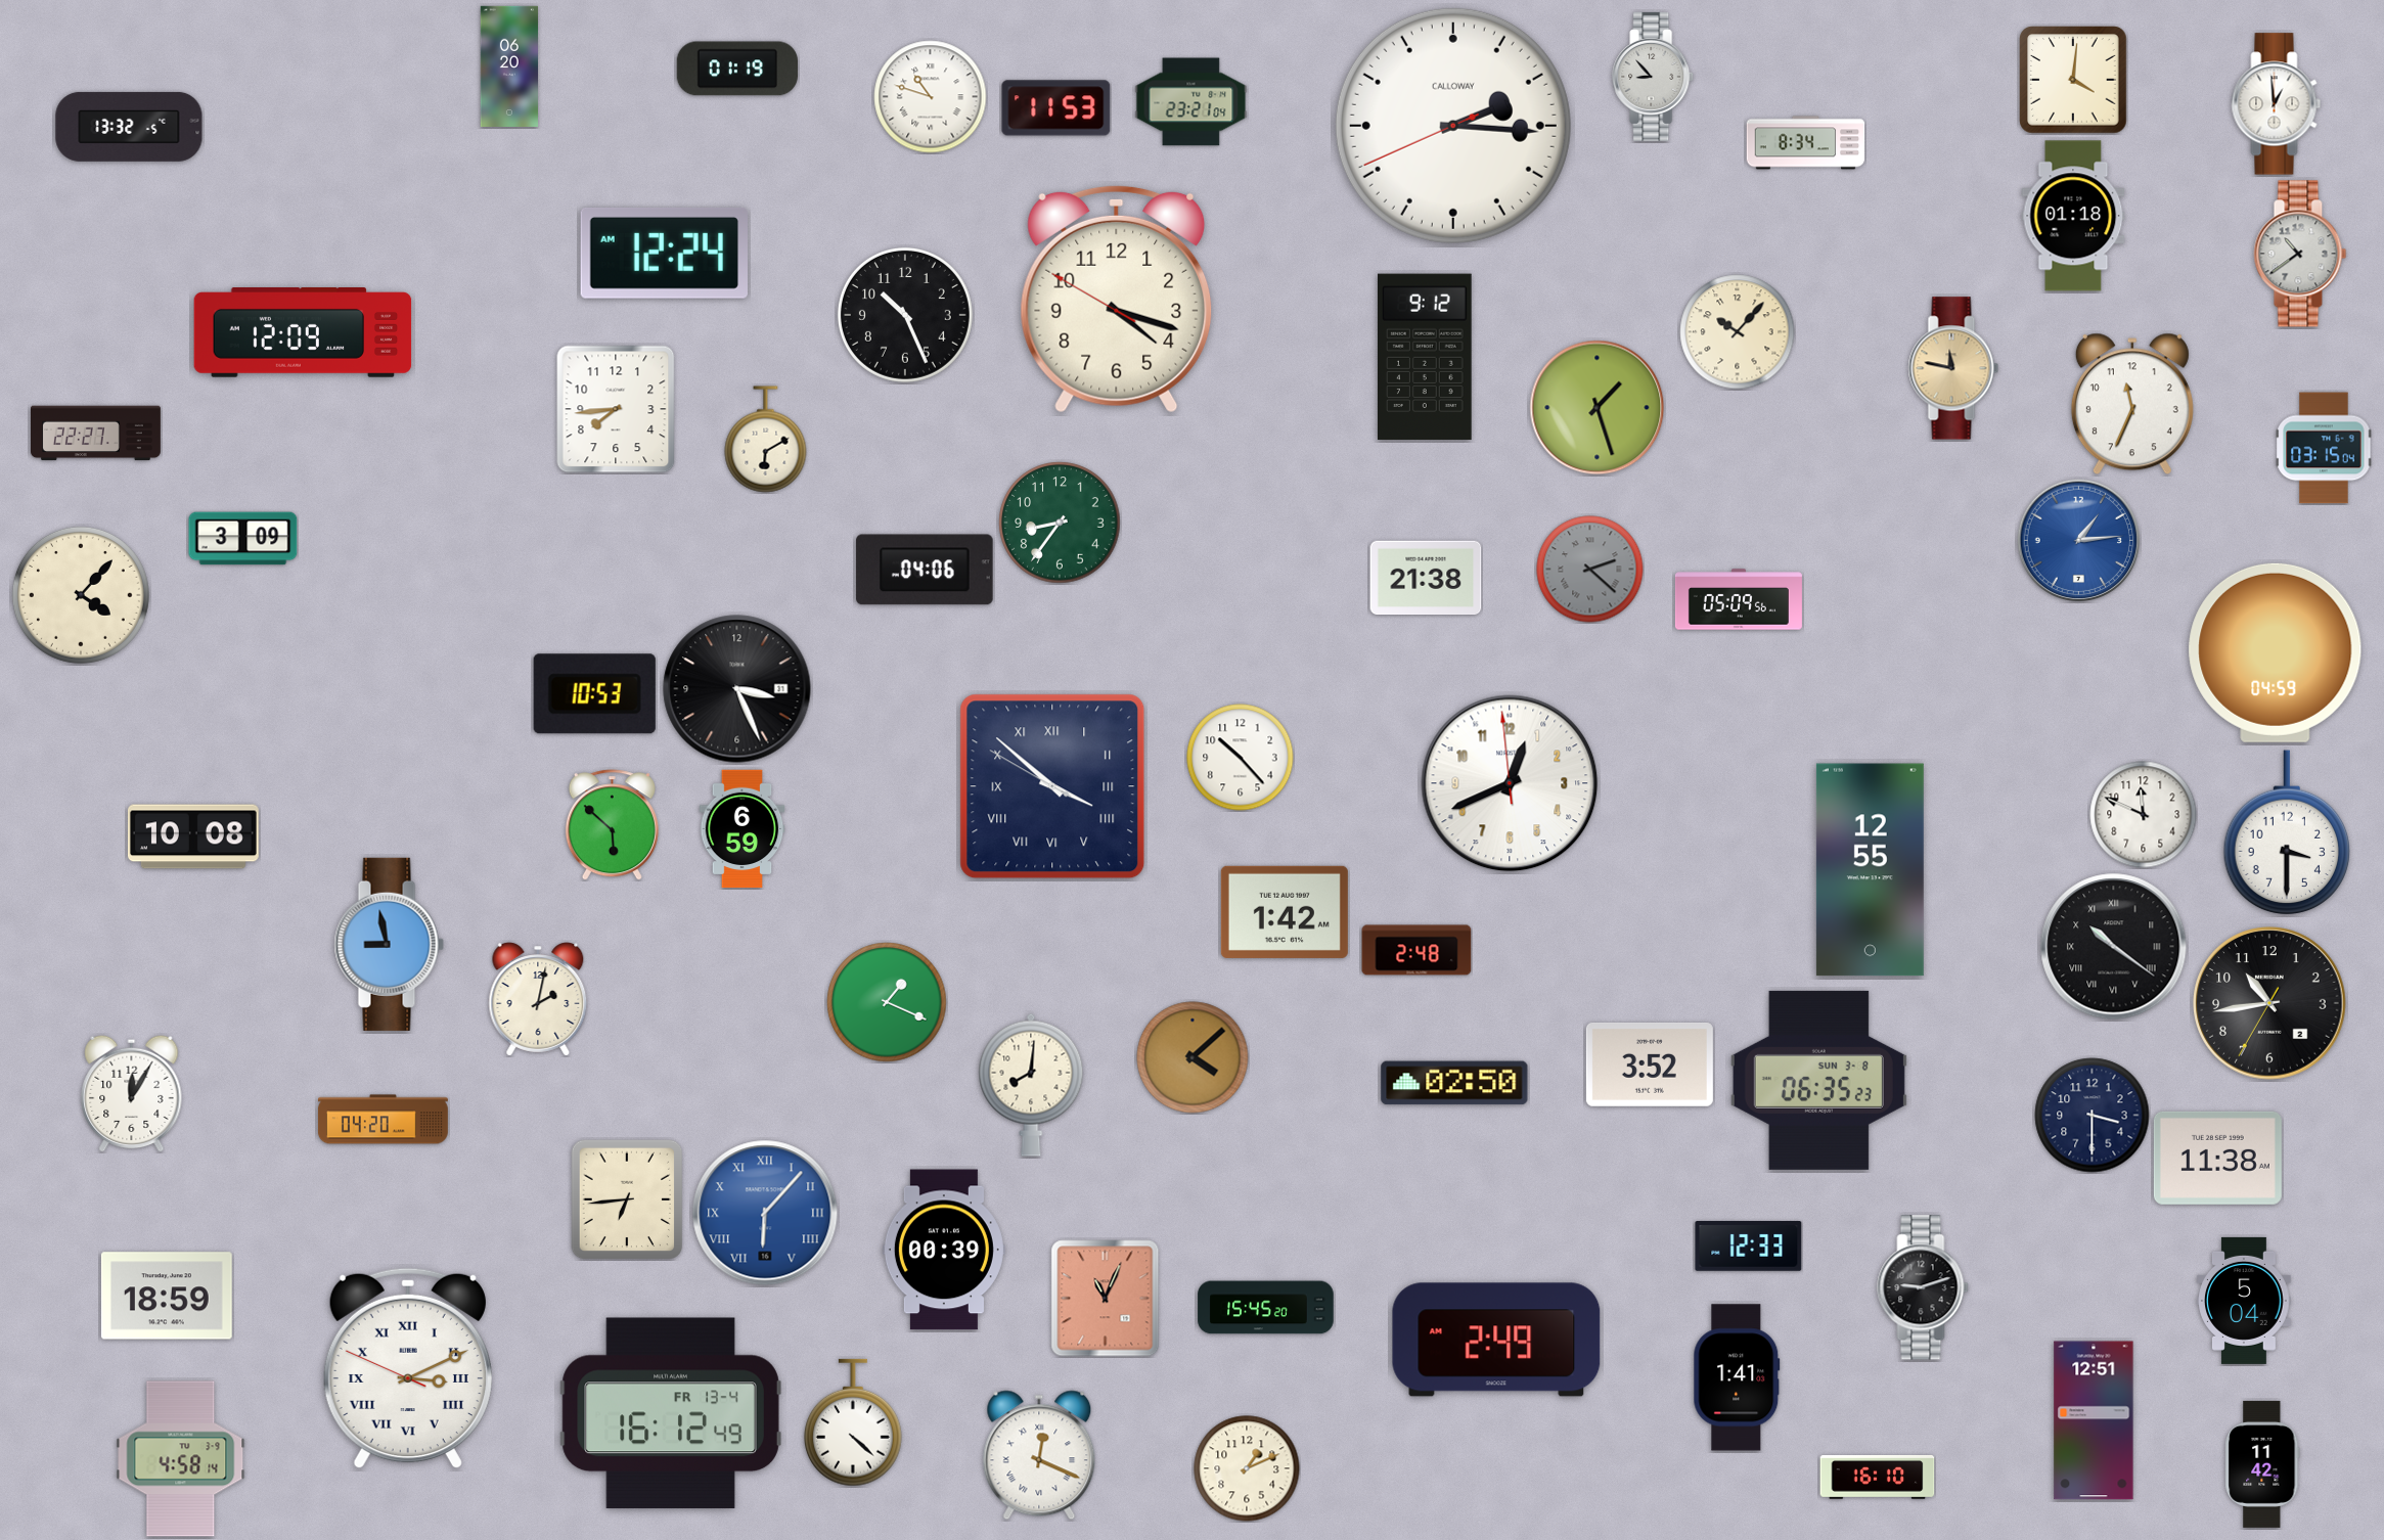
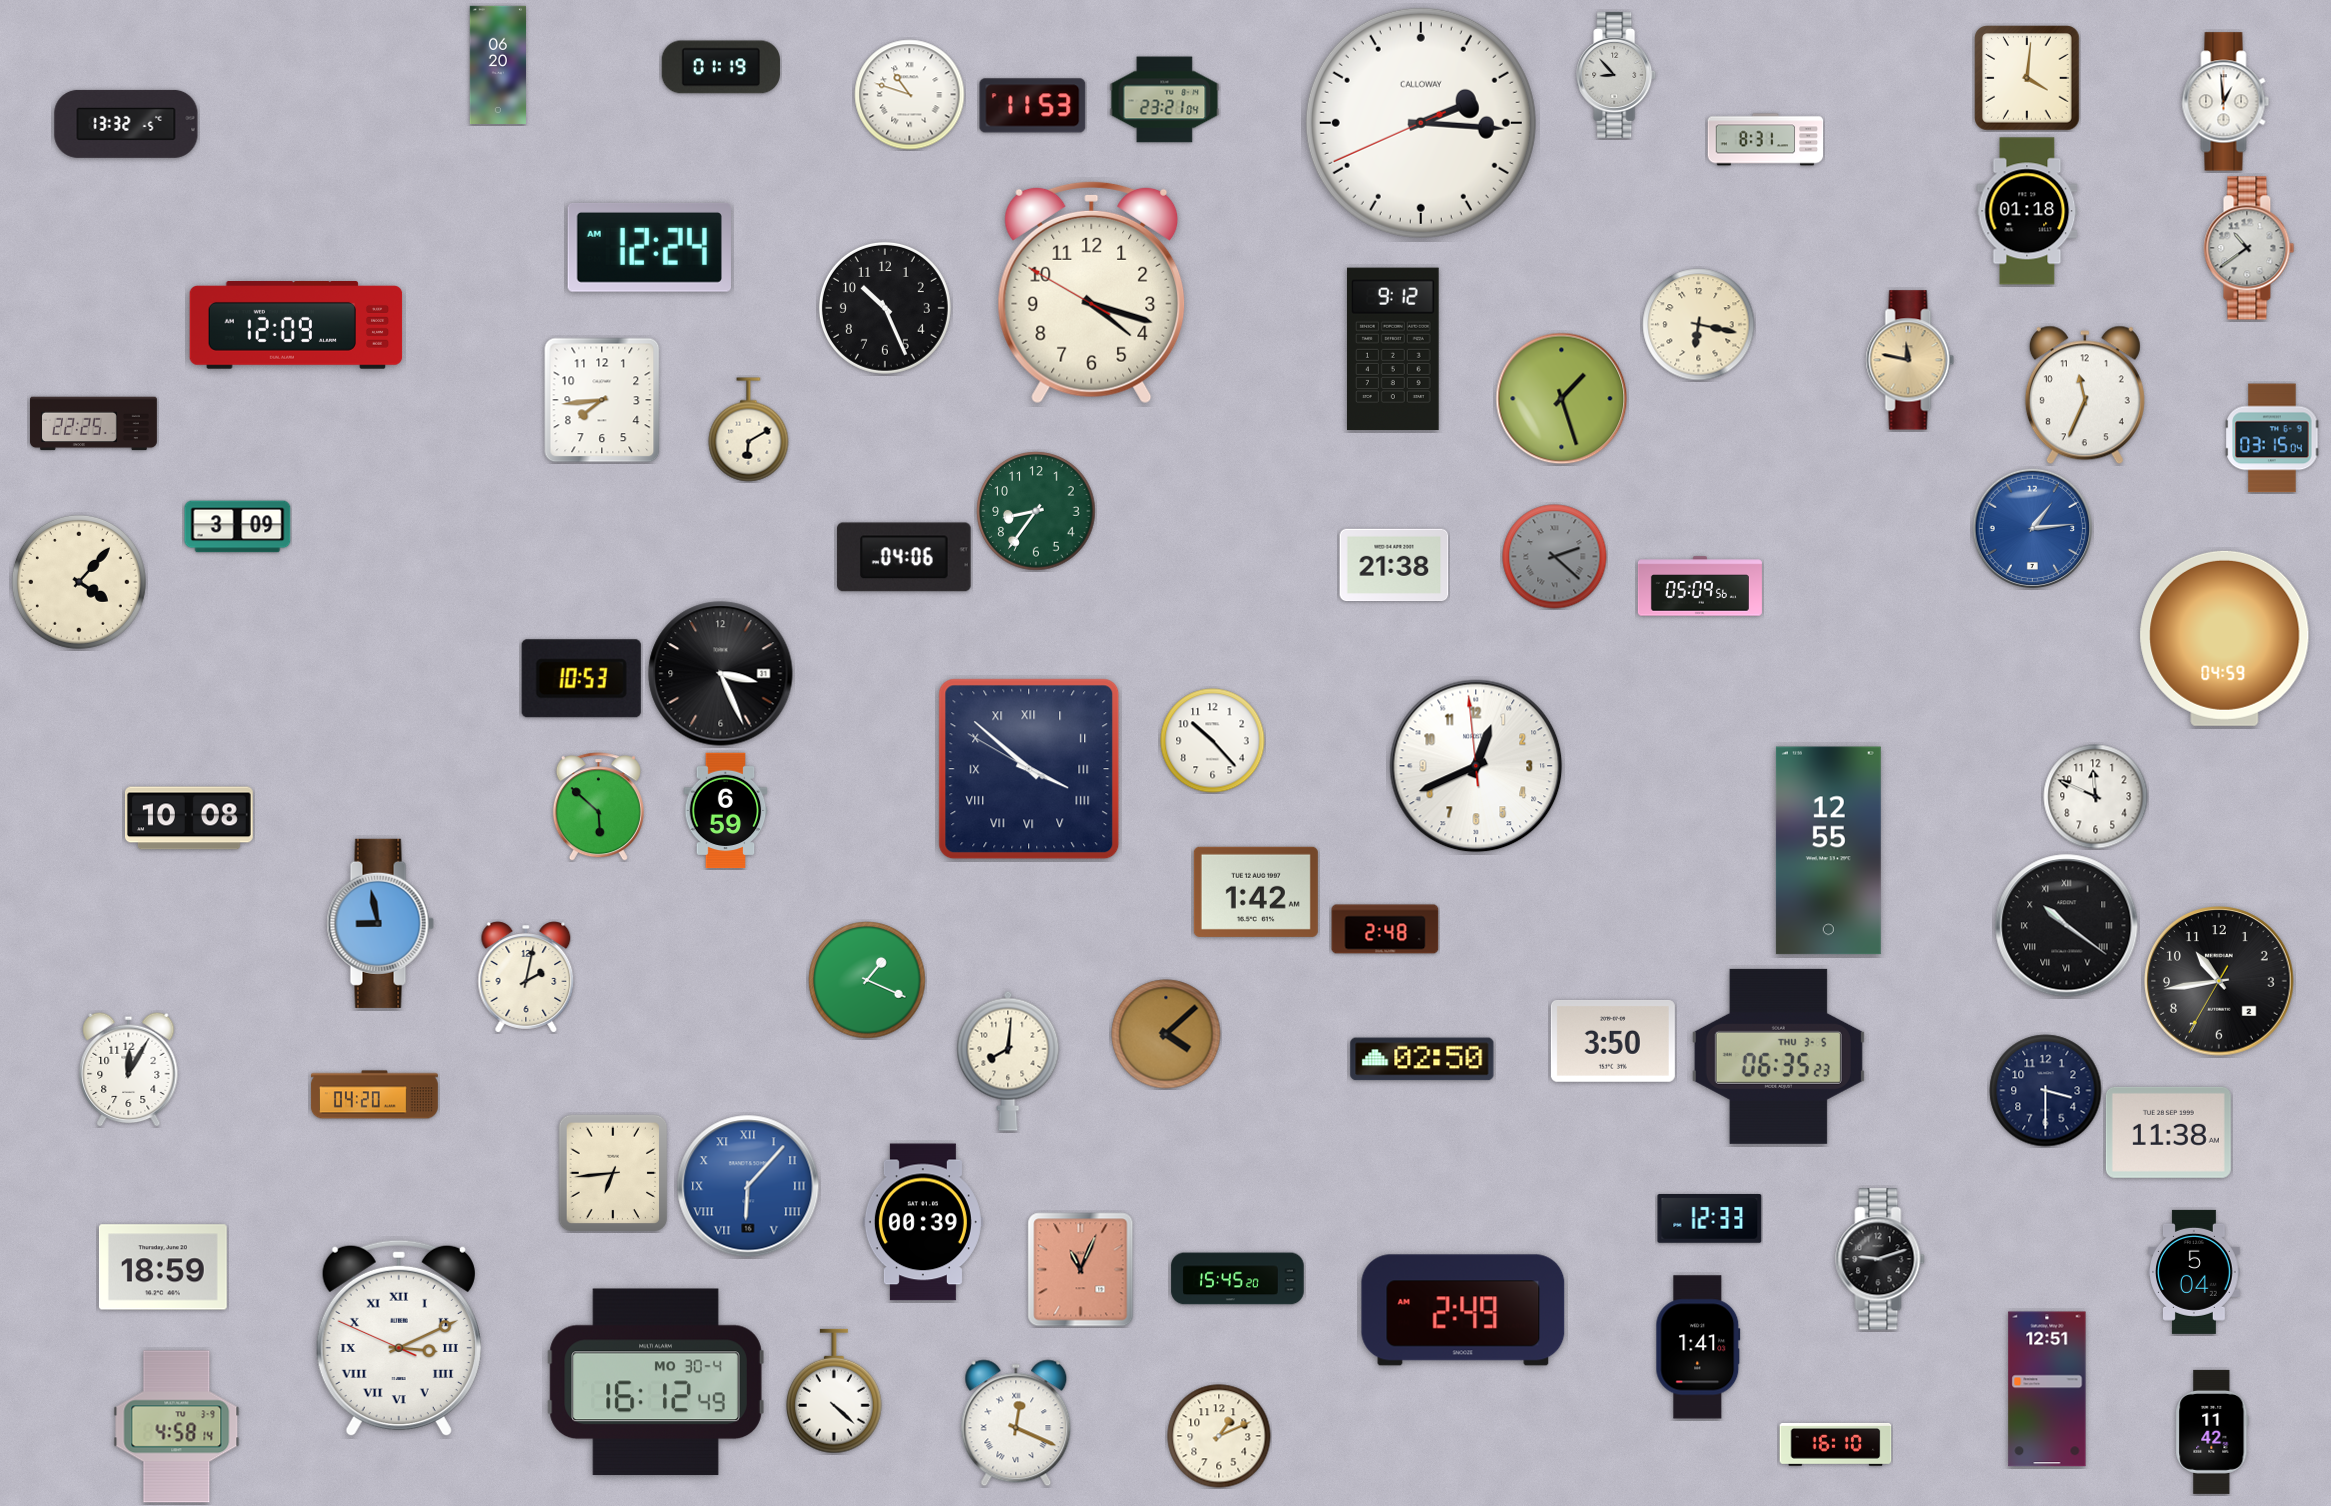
clock at (1806, 143): 8:34 -> 8:31
clock at (1738, 332): 10:07 -> 6:17
clock at (95, 434): 22:27 -> 22:25
clock at (2286, 833): 3:30 -> none
clock at (1650, 1065): 3:52 -> 3:50
clock at (1818, 1080) date: SUN 3-8 -> THU 3-5
clock at (671, 1413) date: FR 13-4 -> MO 30-4
